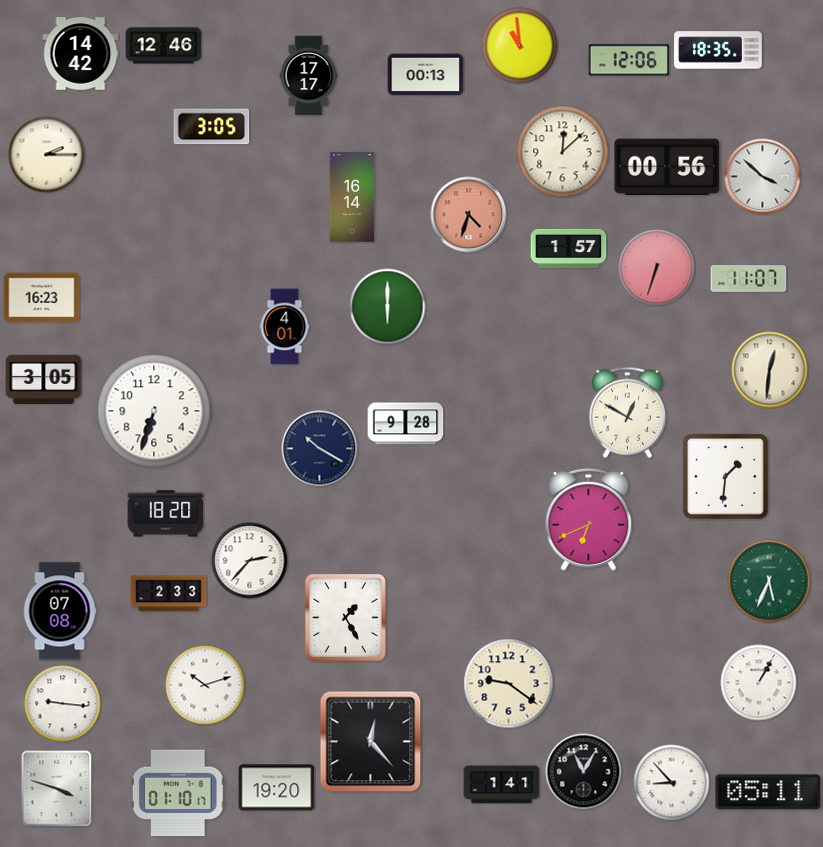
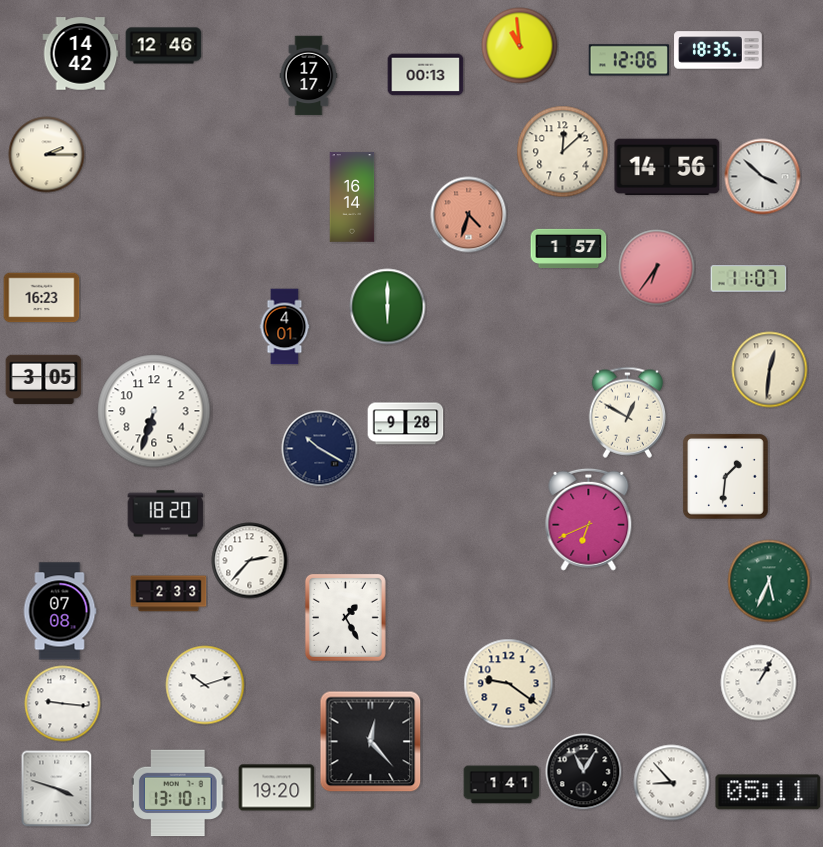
clock at (212, 127): 3:05 -> none
clock at (667, 166): 00:56 -> 14:56
clock at (657, 268): 6:33 -> 6:36
clock at (178, 793): 01:10 -> 13:10
